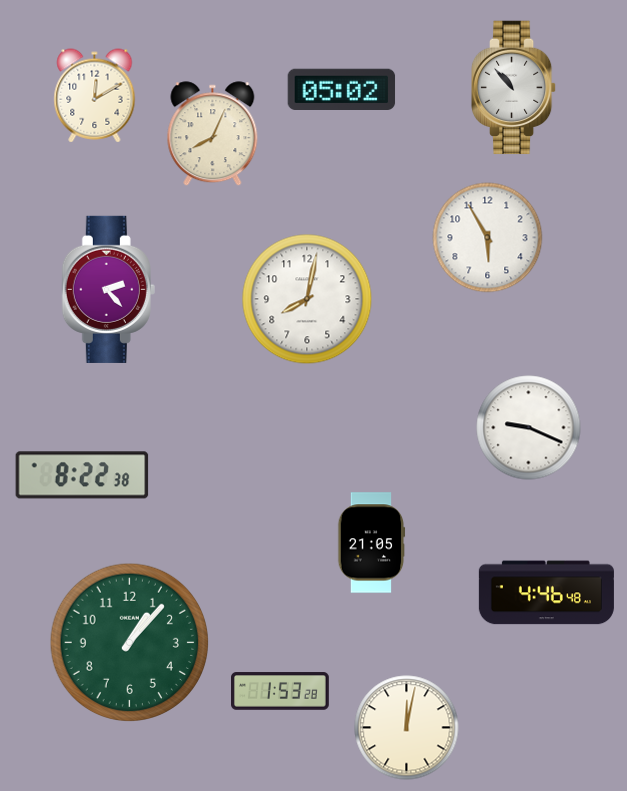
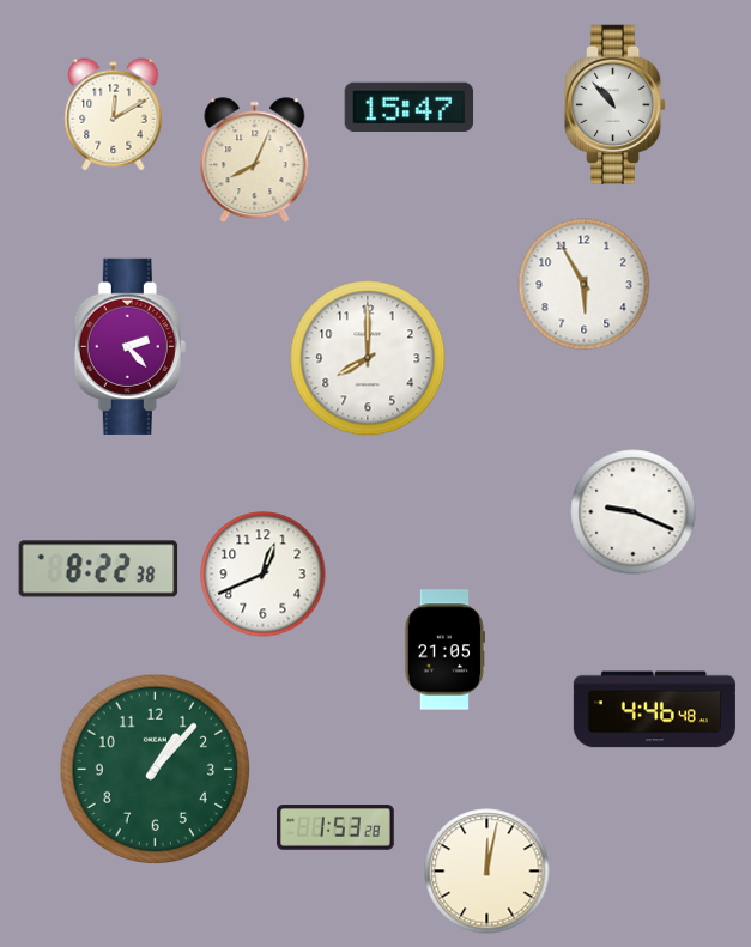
clock at (342, 89): 05:02 -> 15:47
clock at (307, 299): 8:02 -> 8:00
clock at (264, 575): none -> 12:41
